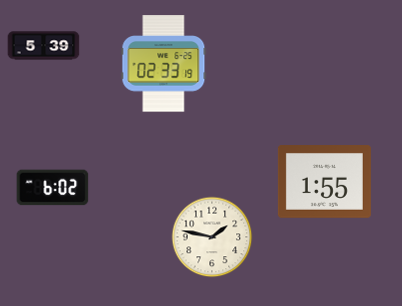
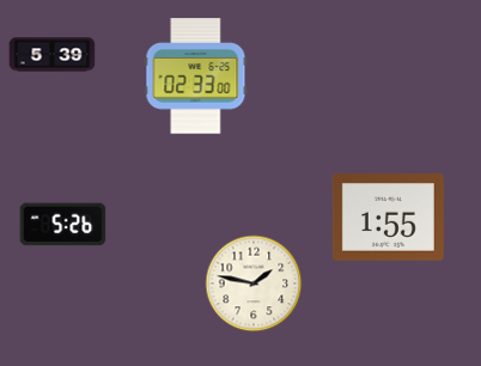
clock at (164, 64): 02:33:19 -> 02:33:00
clock at (53, 188): 6:02 -> 5:26
